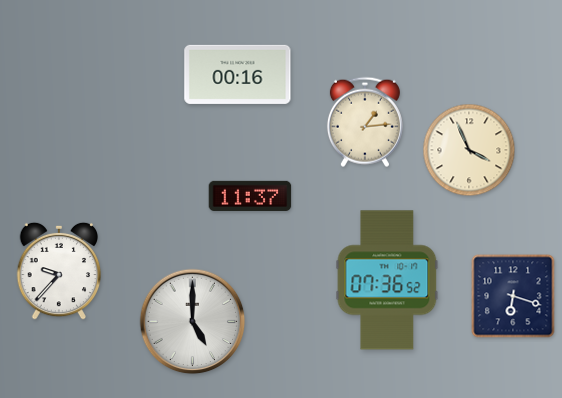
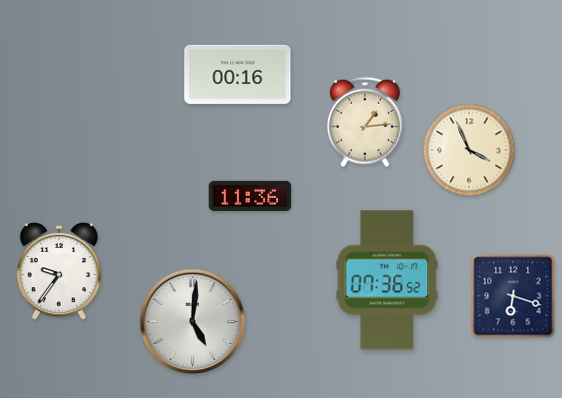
clock at (250, 196): 11:37 -> 11:36
clock at (59, 271): 9:37 -> 9:36
clock at (193, 322): 5:00 -> 5:01
